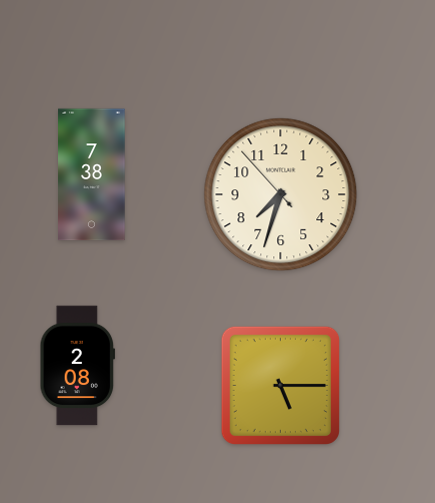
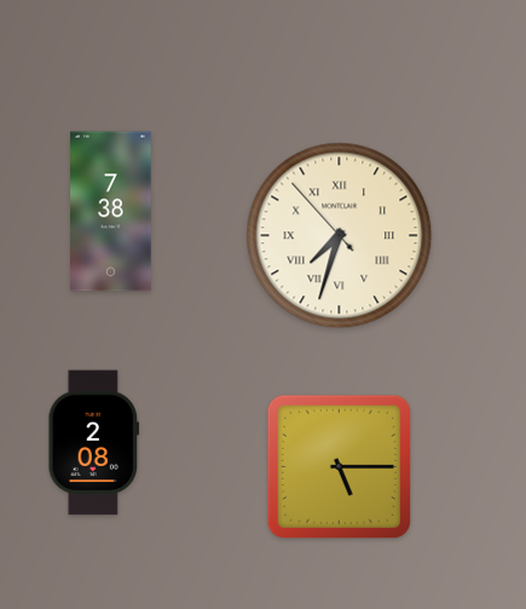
clock at (281, 195) numerals: Arabic -> Roman
